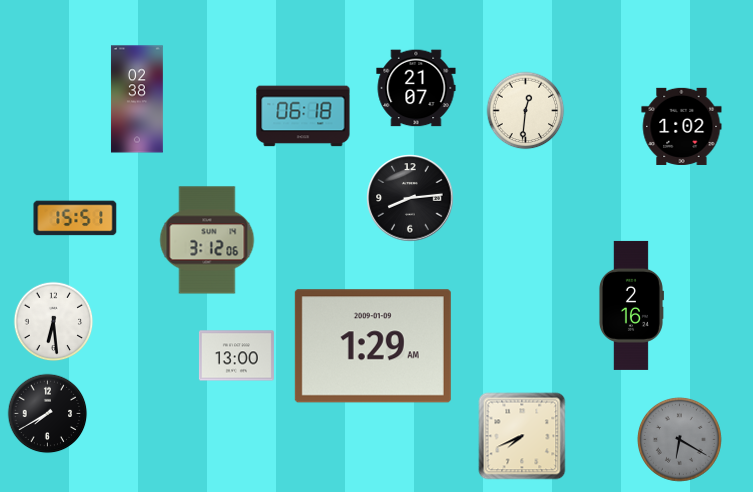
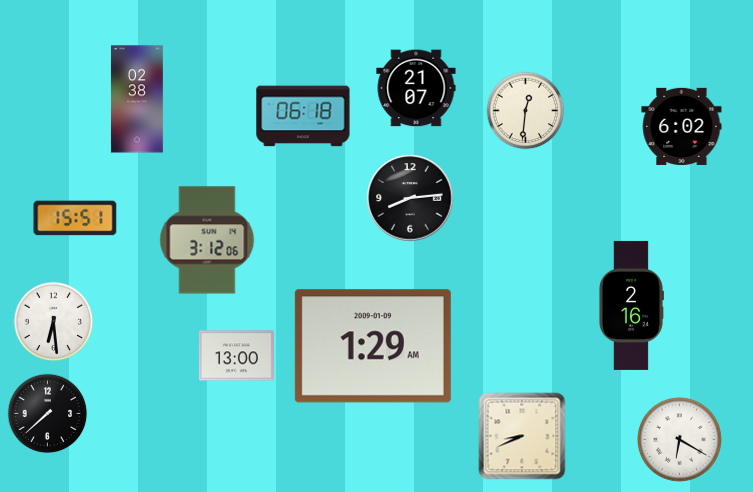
clock at (682, 126): 1:02 -> 6:02
clock at (48, 414): 7:40 -> 7:38
clock at (522, 436): 7:41 -> 8:41
clock at (679, 439) dial: grey -> white
